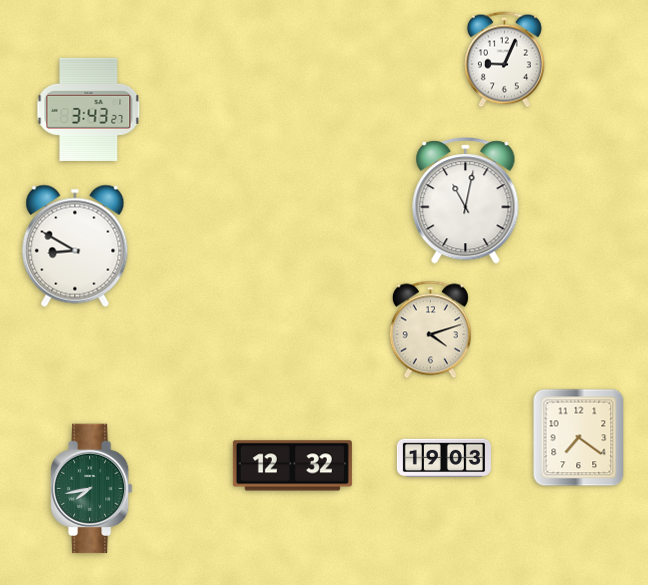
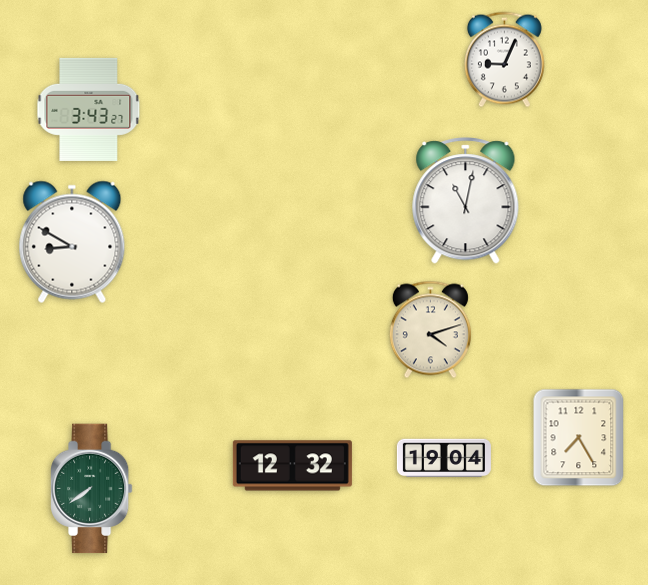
clock at (75, 246) position: (75, 246) -> (72, 242)
clock at (579, 438): 7:21 -> 7:25
clock at (444, 458): 19:03 -> 19:04
clock at (92, 489): 7:43 -> 7:39
